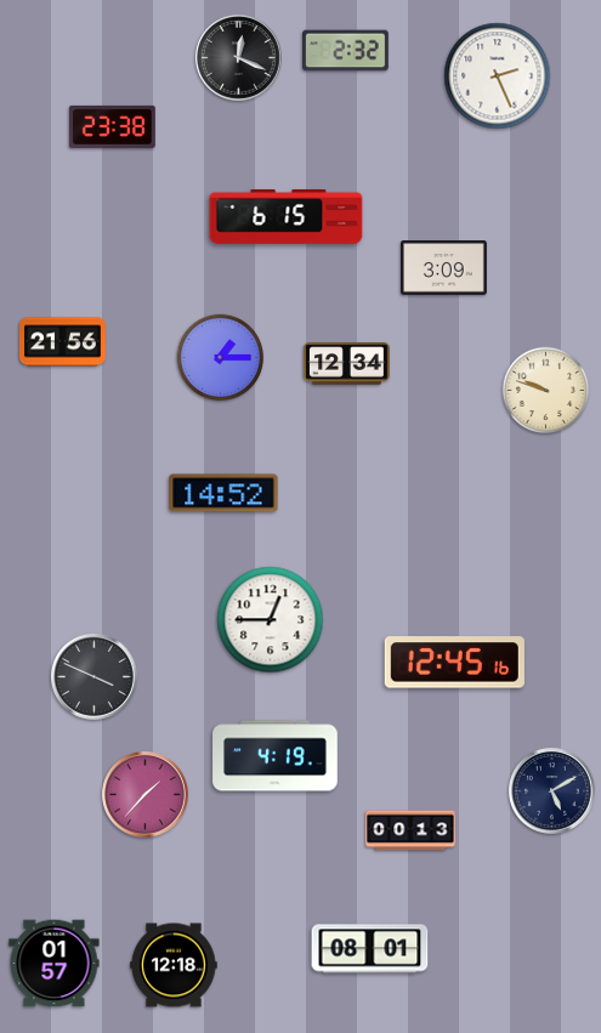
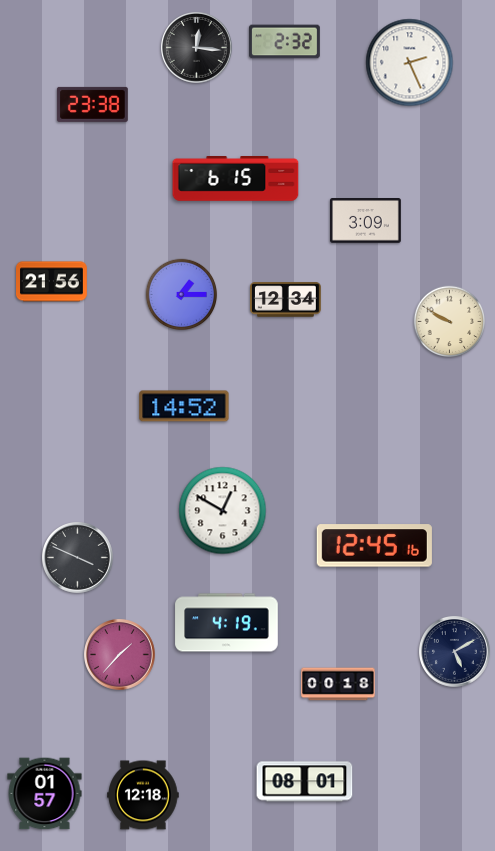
clock at (239, 58): 12:19 -> 12:16
clock at (546, 391): 9:48 -> 9:50
clock at (271, 620): 12:45 -> 12:50
clock at (410, 830): 00:13 -> 00:18
